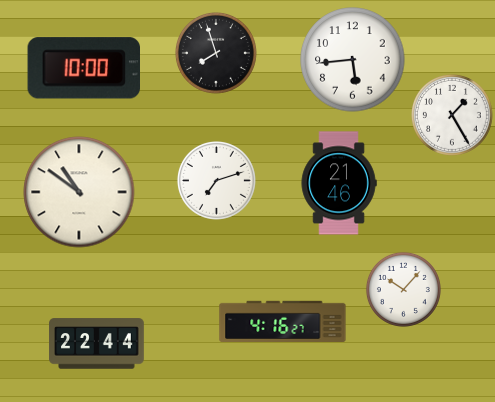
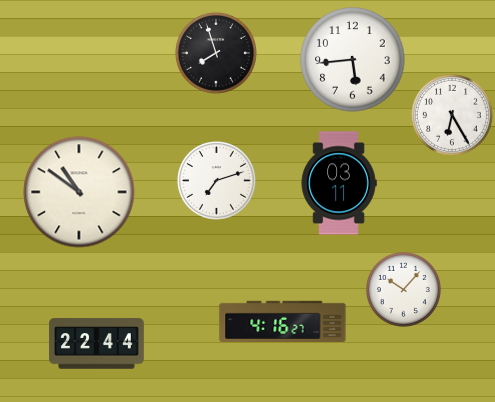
clock at (83, 68): 10:00 -> none
clock at (452, 115): 1:25 -> 6:25
clock at (339, 183): 21:46 -> 03:11
